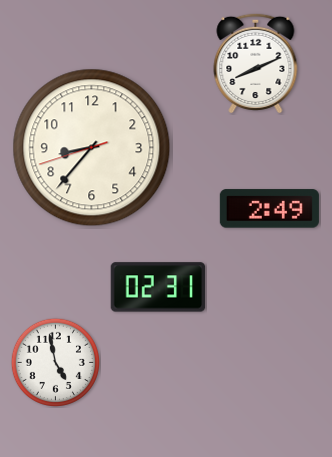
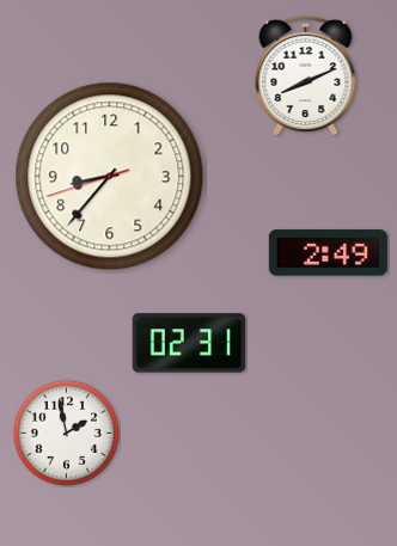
clock at (269, 209) position: (269, 209) -> (328, 253)
clock at (55, 362): 4:58 -> 1:58
